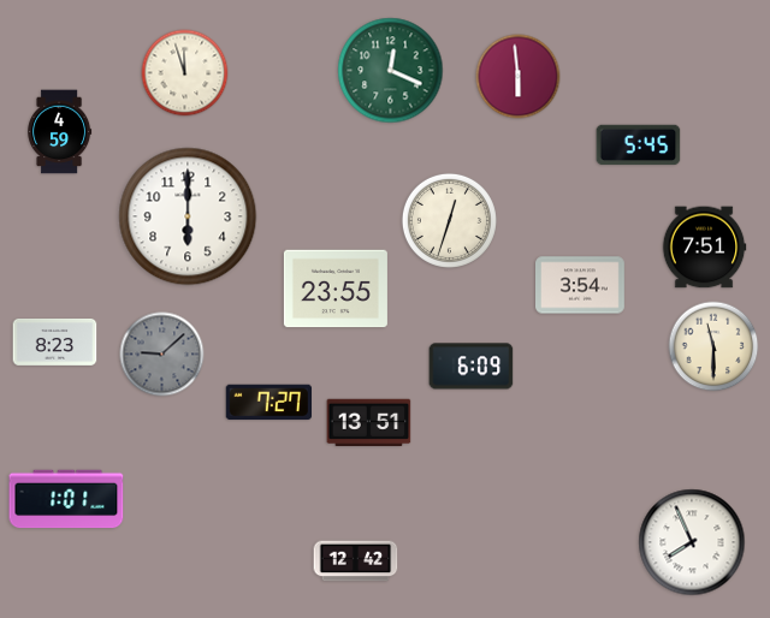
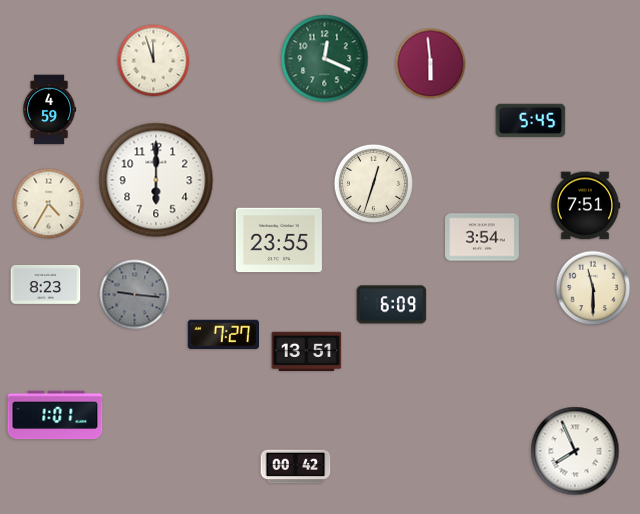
clock at (49, 204): none -> 4:35
clock at (162, 355): 9:08 -> 9:16
clock at (356, 561): 12:42 -> 00:42
